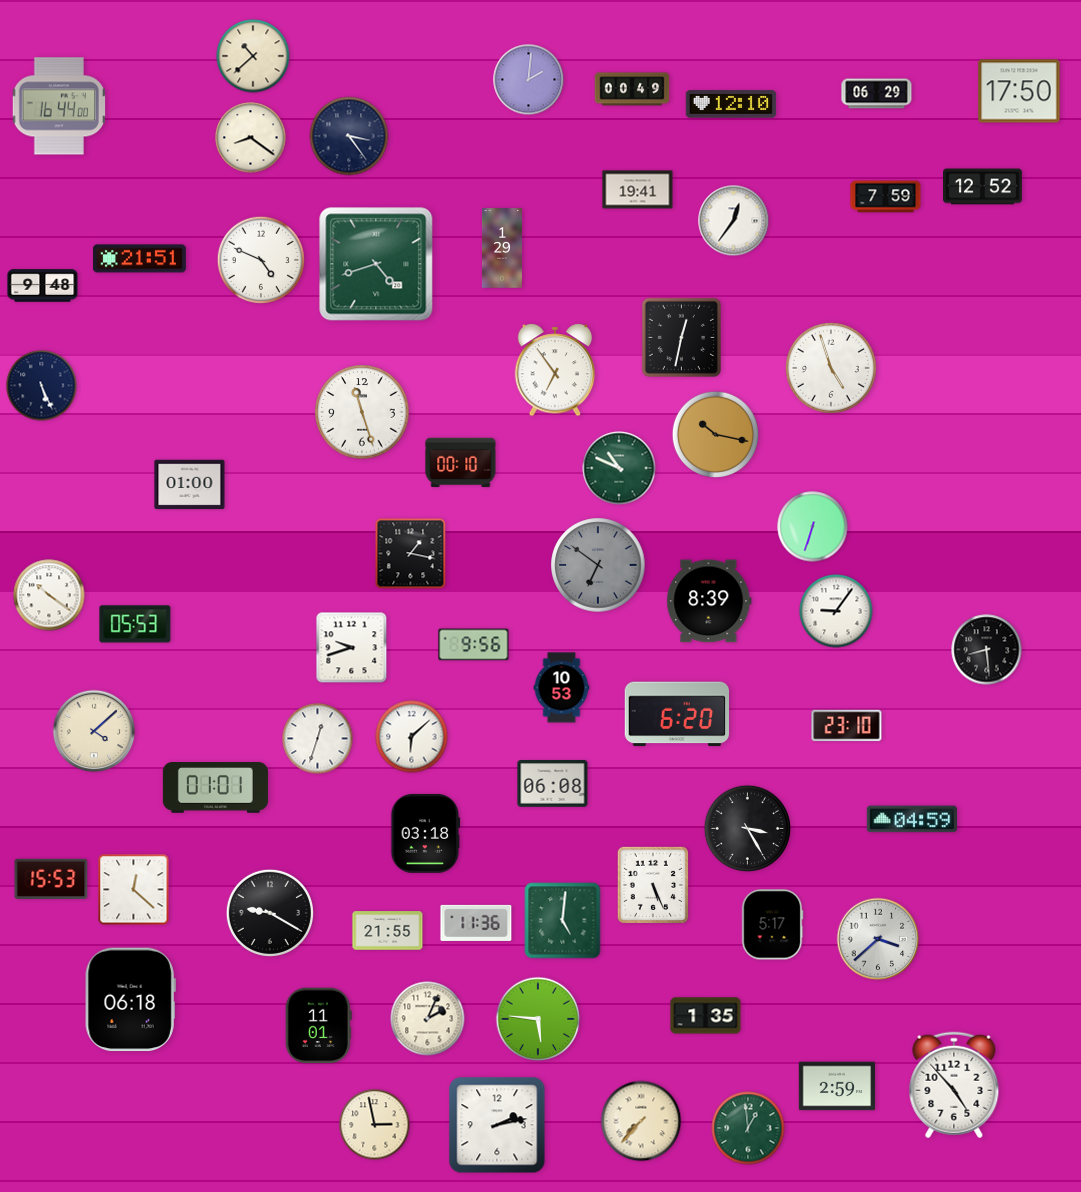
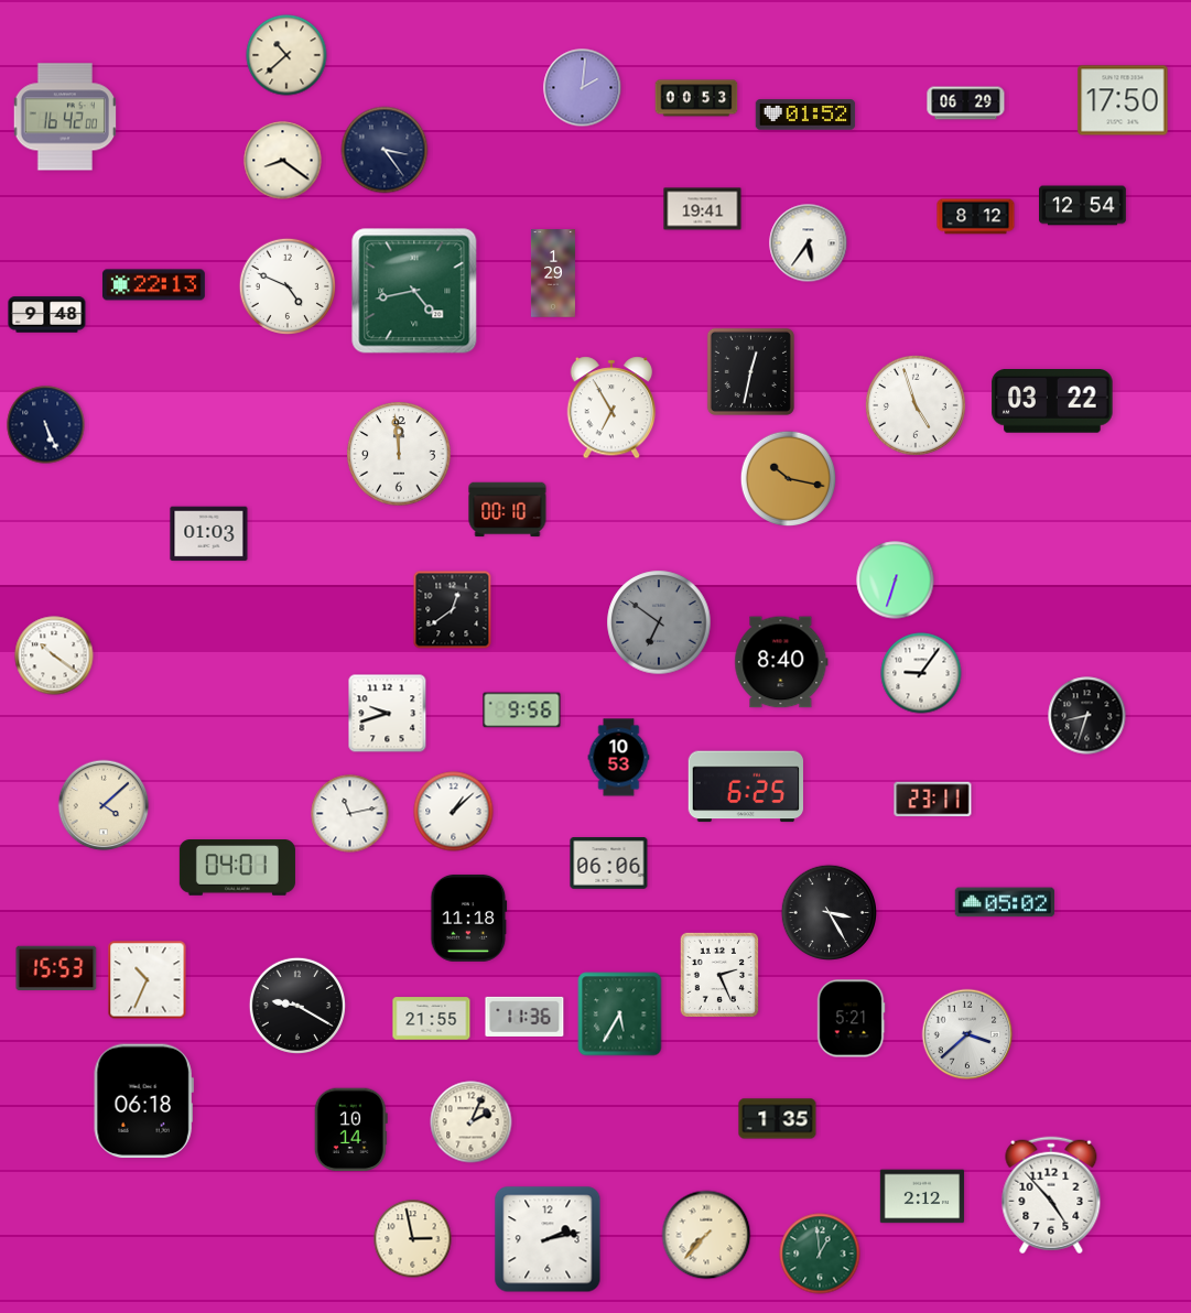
clock at (253, 56) position: (253, 56) -> (286, 55)
clock at (632, 89): 00:49 -> 00:53
clock at (731, 104): 12:10 -> 01:52
clock at (58, 106): 16:44 -> 16:42
clock at (251, 138) position: (251, 138) -> (283, 161)
clock at (983, 187): 12:52 -> 12:54
clock at (886, 197): 7:59 -> 8:12
clock at (734, 221): 12:36 -> 5:36
clock at (139, 259): 21:51 -> 22:13
clock at (376, 264): 4:42 -> 4:43
clock at (1052, 402): none -> 03:22
clock at (555, 370): 6:54 -> 6:55
clock at (362, 412): 11:27 -> 11:59
clock at (619, 468): 10:49 -> none
clock at (190, 485): 01:00 -> 01:03
clock at (411, 554): 1:17 -> 12:39
clock at (709, 601): 8:39 -> 8:40
clock at (135, 624): 05:53 -> none
clock at (987, 650): 8:29 -> 8:33
clock at (676, 714): 6:20 -> 6:25
clock at (847, 726): 23:10 -> 23:11
clock at (412, 737): 6:08 -> 1:08
clock at (318, 739): 12:33 -> 11:13
clock at (553, 784): 06:08 -> 06:06
clock at (215, 788): 01:01 -> 04:01
clock at (911, 819): 04:59 -> 05:02
clock at (747, 828) position: (747, 828) -> (829, 912)
clock at (426, 833): 03:18 -> 11:18
clock at (652, 885): 5:26 -> 2:26
clock at (134, 890): 12:22 -> 10:34
clock at (563, 921): 5:01 -> 5:35
clock at (772, 925): 5:17 -> 5:21
clock at (388, 931) position: (388, 931) -> (432, 1019)
clock at (538, 1019): 5:46 -> none
clock at (318, 1026): 11:01 -> 10:14
clock at (837, 1086): 2:59 -> 2:12
clock at (748, 1128) position: (748, 1128) -> (820, 1254)
